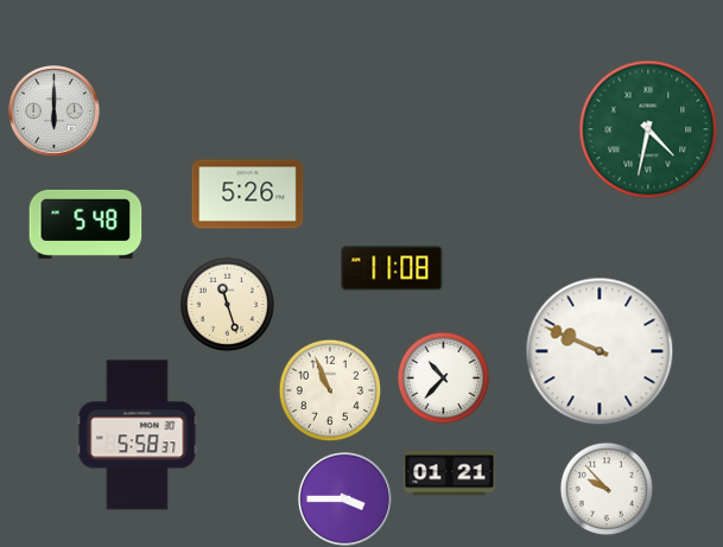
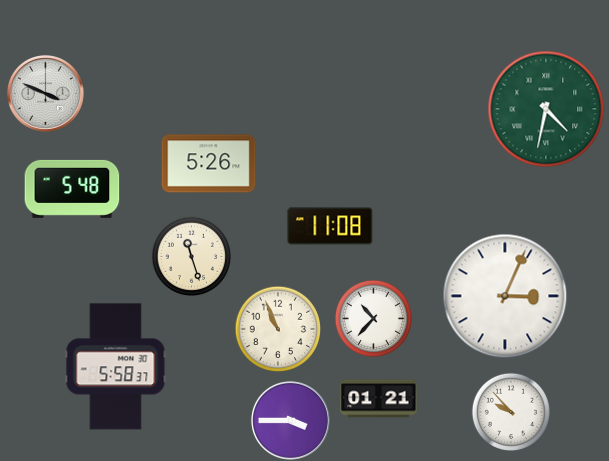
clock at (55, 112): 6:00 -> 3:49
clock at (600, 351): 9:49 -> 3:04
